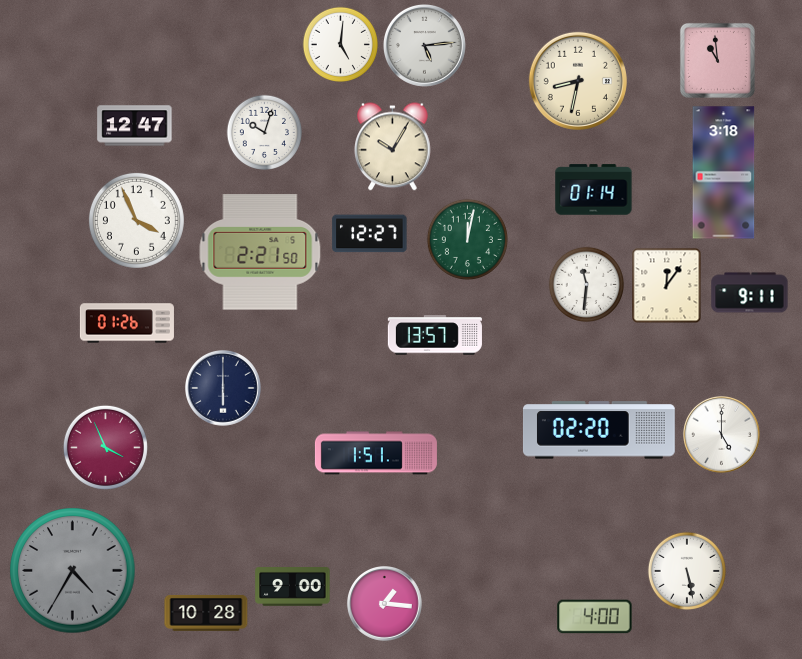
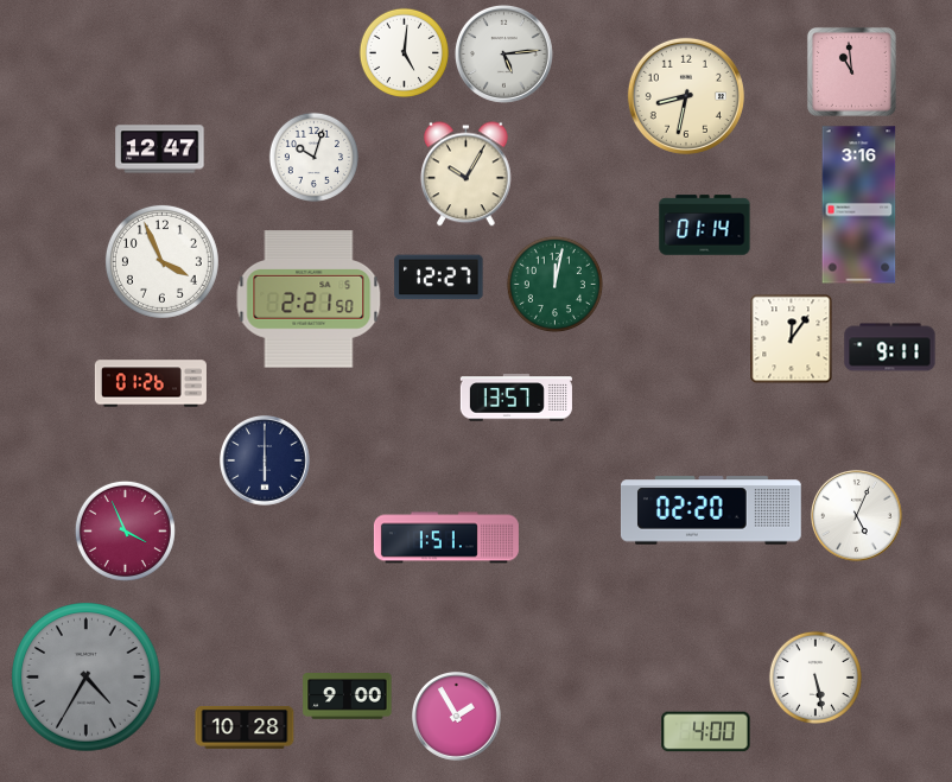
clock at (724, 173): 3:18 -> 3:16
clock at (586, 284): 11:31 -> none
clock at (722, 435): 5:00 -> 5:04
clock at (385, 604): 1:16 -> 1:55
